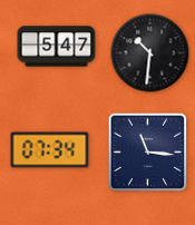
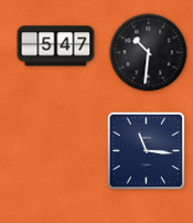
clock at (50, 150): 07:34 -> none
